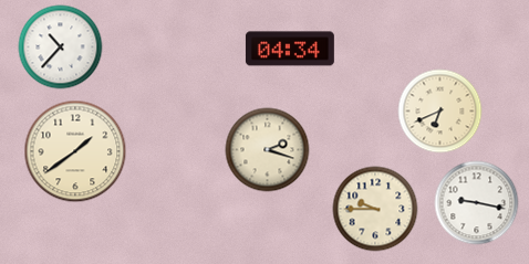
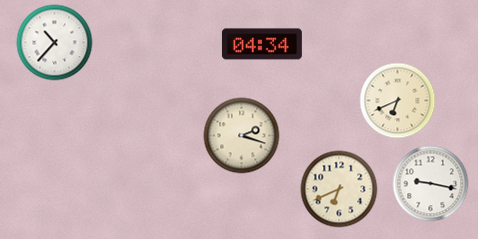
clock at (75, 151): 1:39 -> none
clock at (375, 209): 9:45 -> 6:41
